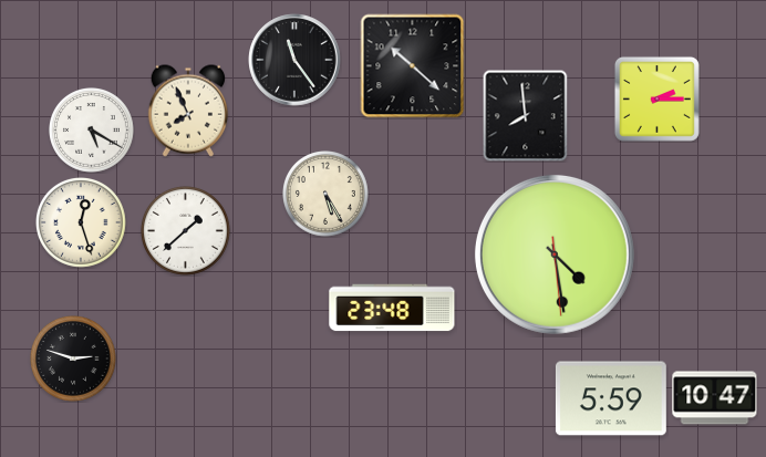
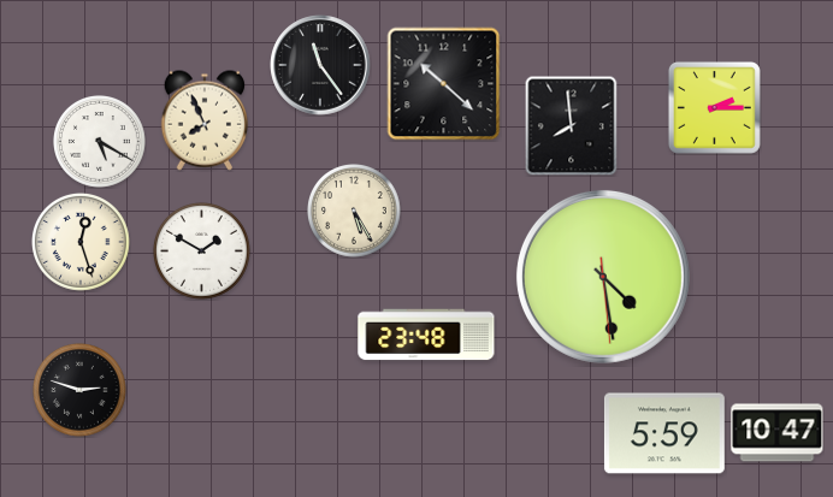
clock at (413, 66) position: (413, 66) -> (444, 84)
clock at (81, 222) position: (81, 222) -> (81, 242)
clock at (186, 231): 1:38 -> 1:50
